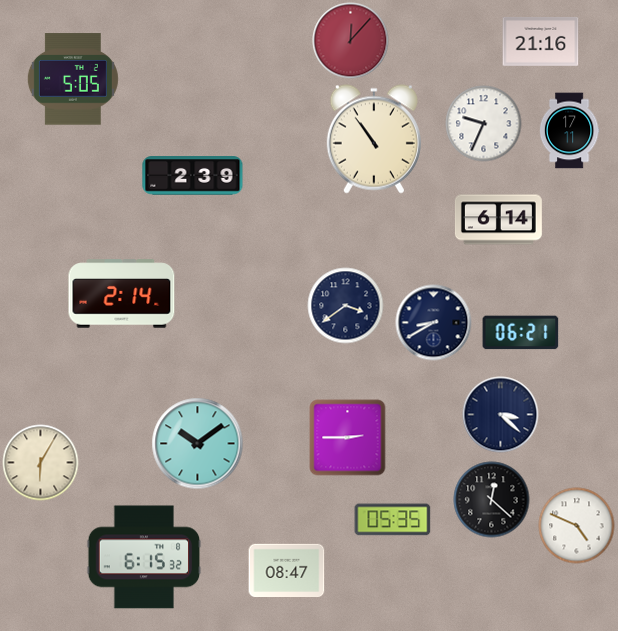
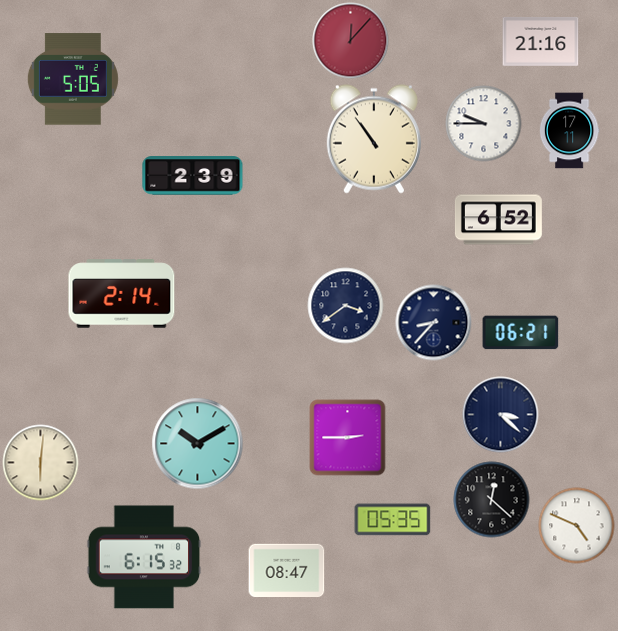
clock at (484, 124): 9:34 -> 9:45
clock at (498, 220): 6:14 -> 6:52
clock at (434, 323): 8:40 -> 8:37
clock at (198, 444): 10:09 -> 10:10
clock at (41, 463): 6:05 -> 6:01
